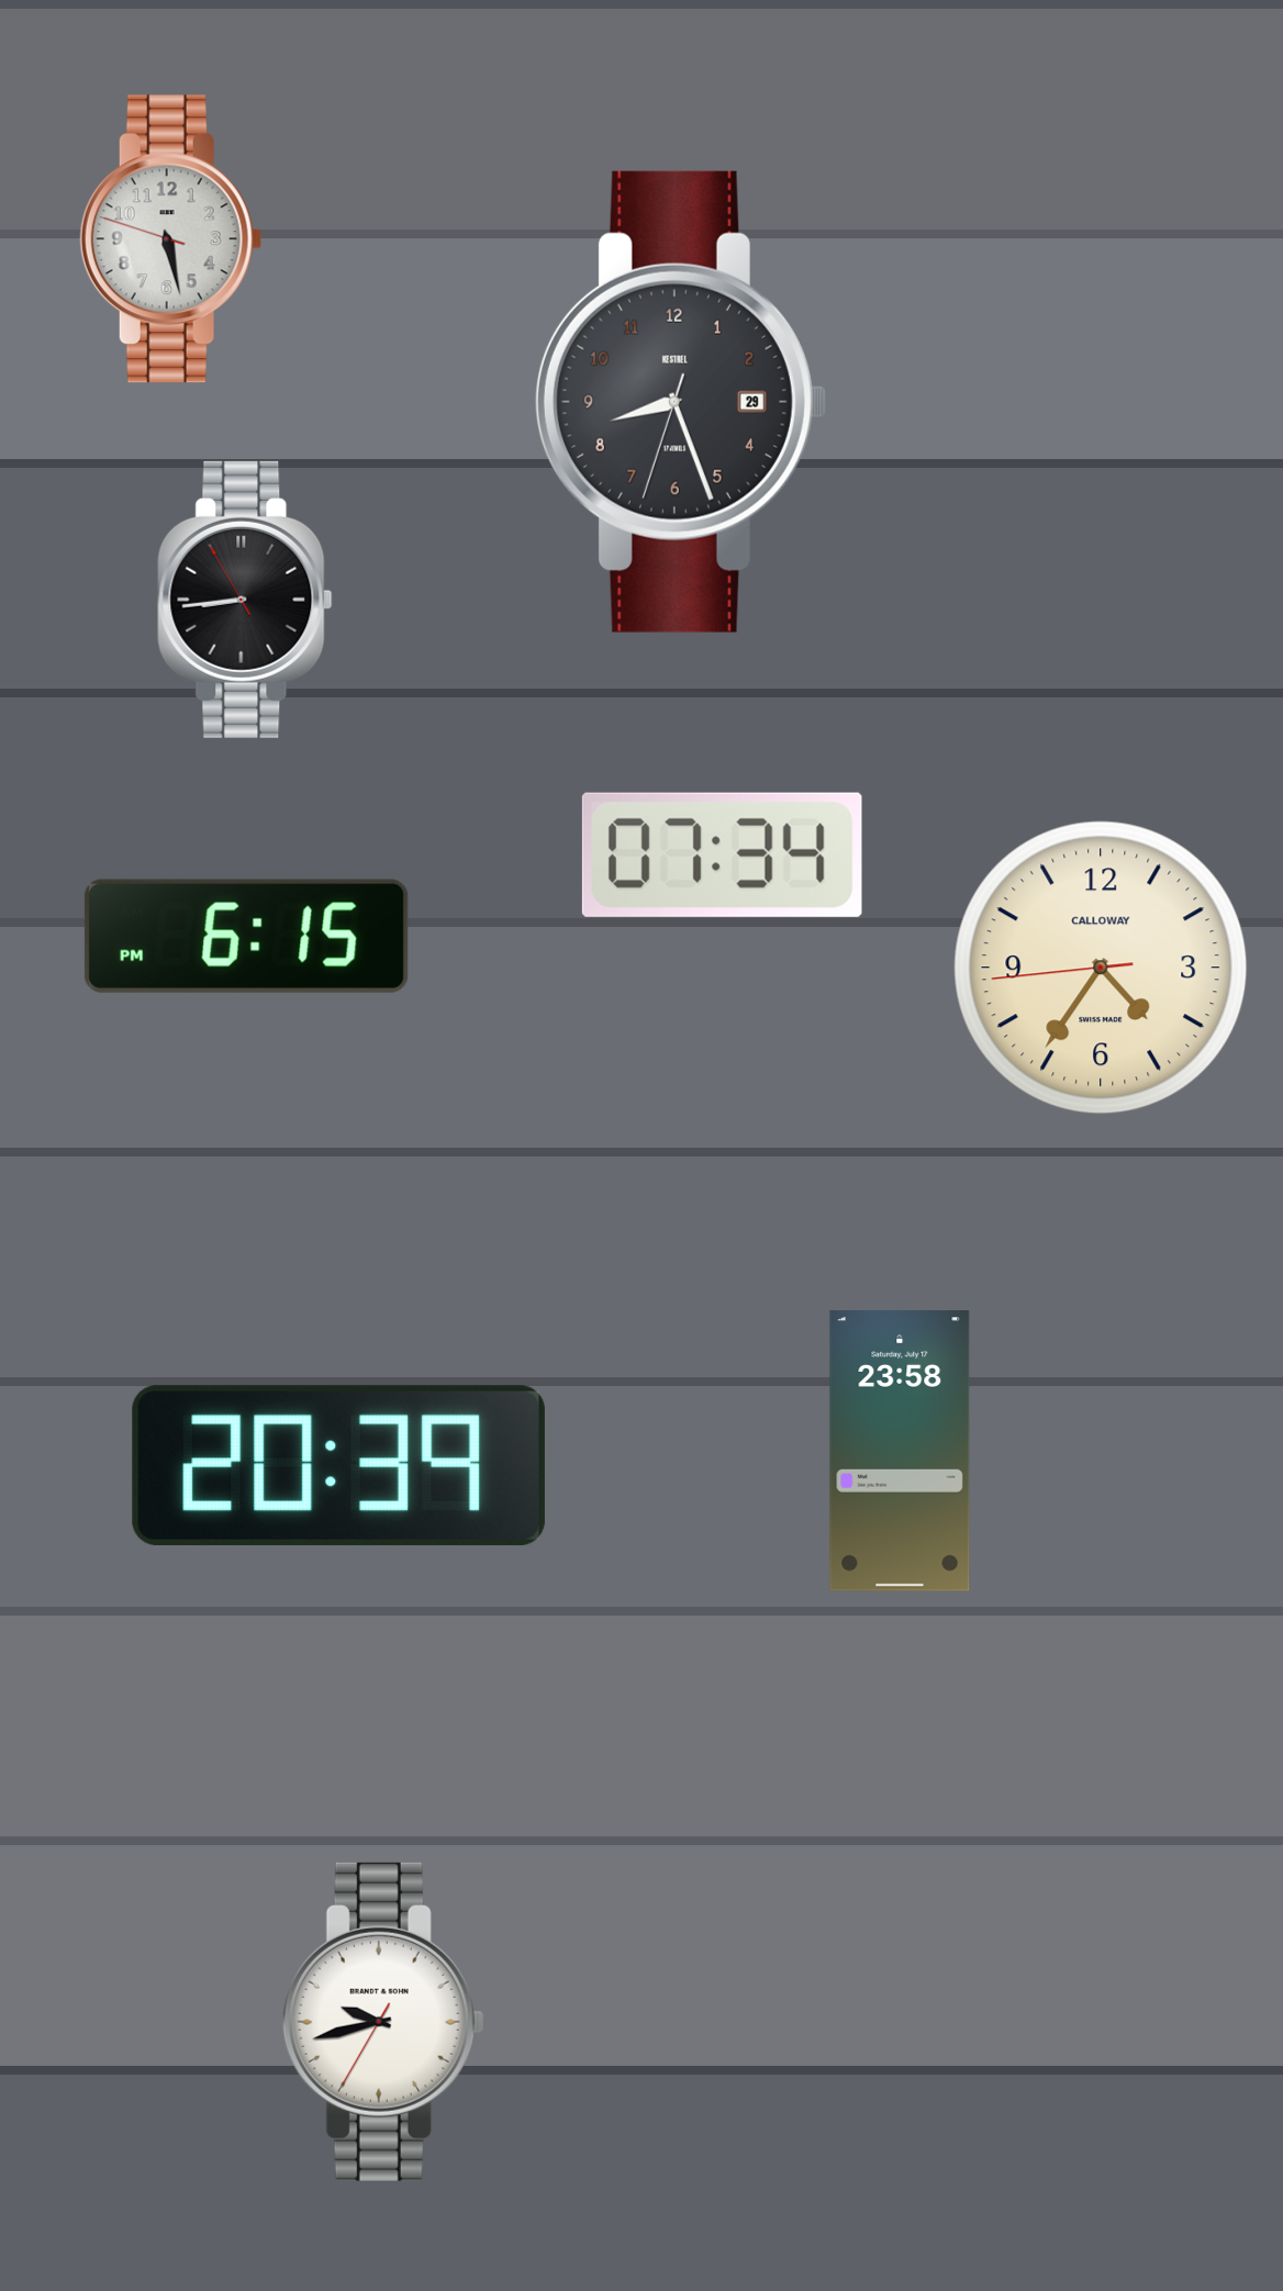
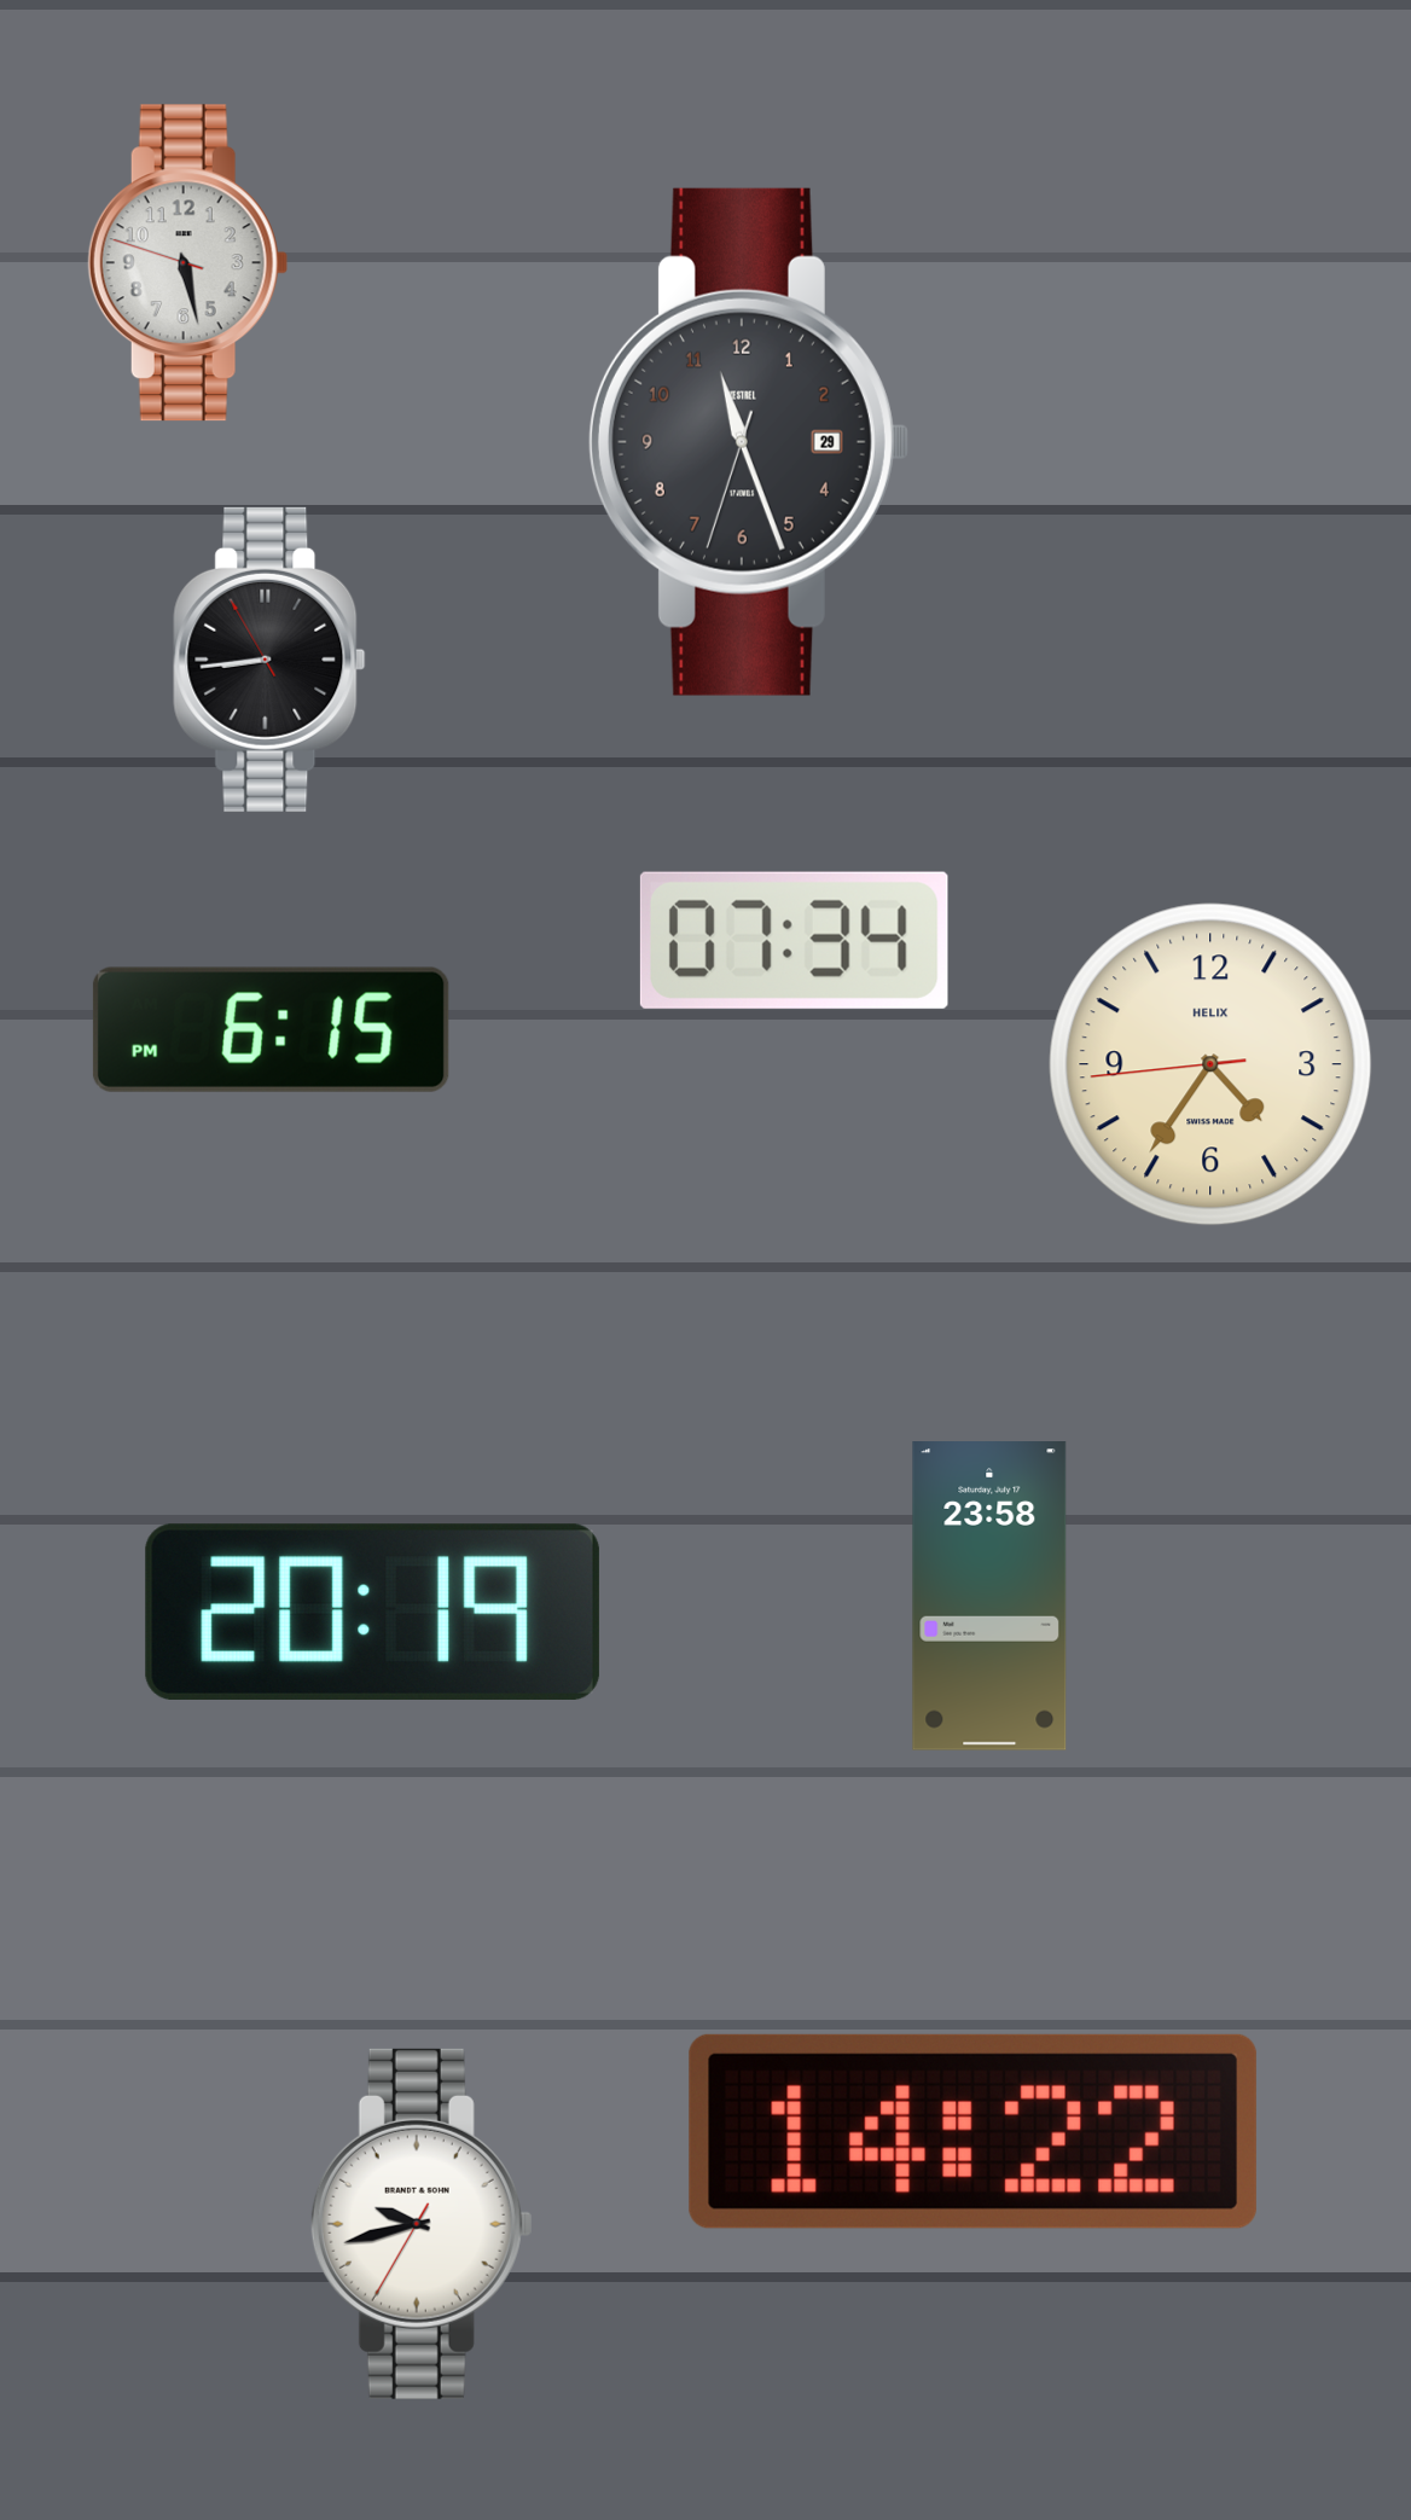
clock at (680, 402): 8:26 -> 11:26
clock at (1101, 968) brand: CALLOWAY -> HELIX
clock at (338, 1465): 20:39 -> 20:19
clock at (972, 2131): none -> 14:22
